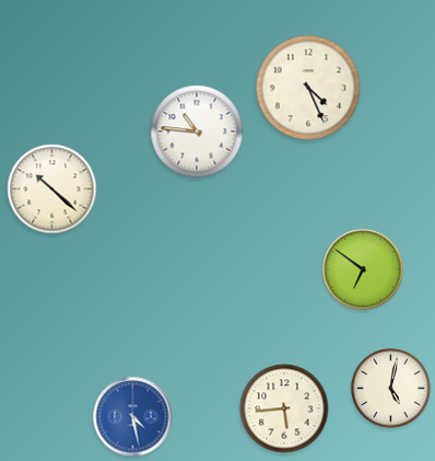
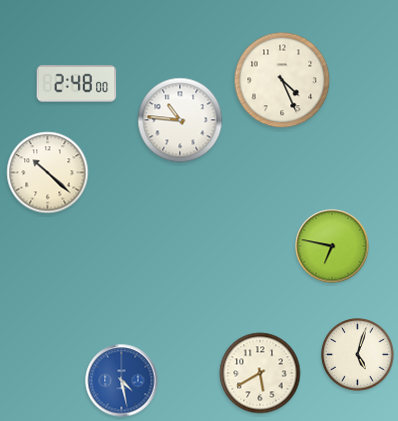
clock at (77, 84): none -> 2:48
clock at (363, 269): 6:51 -> 6:47
clock at (391, 389): 5:02 -> 5:03
clock at (284, 408): 5:44 -> 5:40
